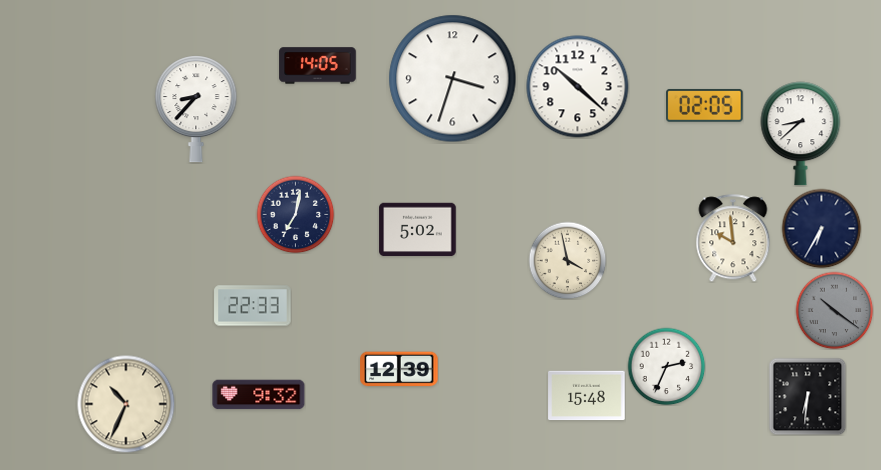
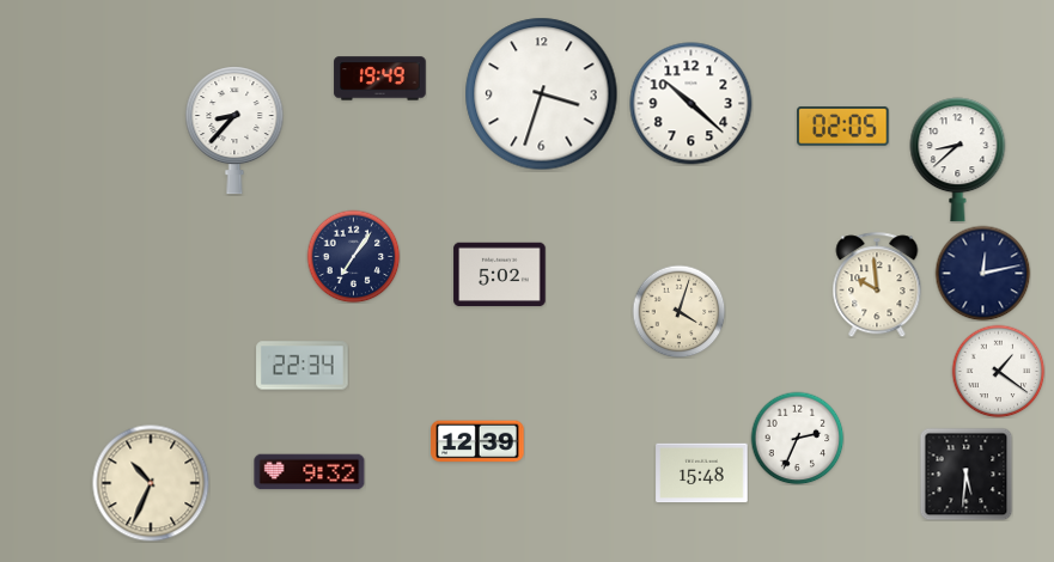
clock at (318, 66): 14:05 -> 19:49
clock at (295, 214): 7:02 -> 7:06
clock at (821, 228): 6:35 -> 12:13
clock at (567, 260): 3:58 -> 4:03
clock at (253, 306): 22:33 -> 22:34
clock at (834, 310): 10:21 -> 1:21
clock at (834, 310) dial: grey -> white
clock at (807, 396): 6:31 -> 5:31
